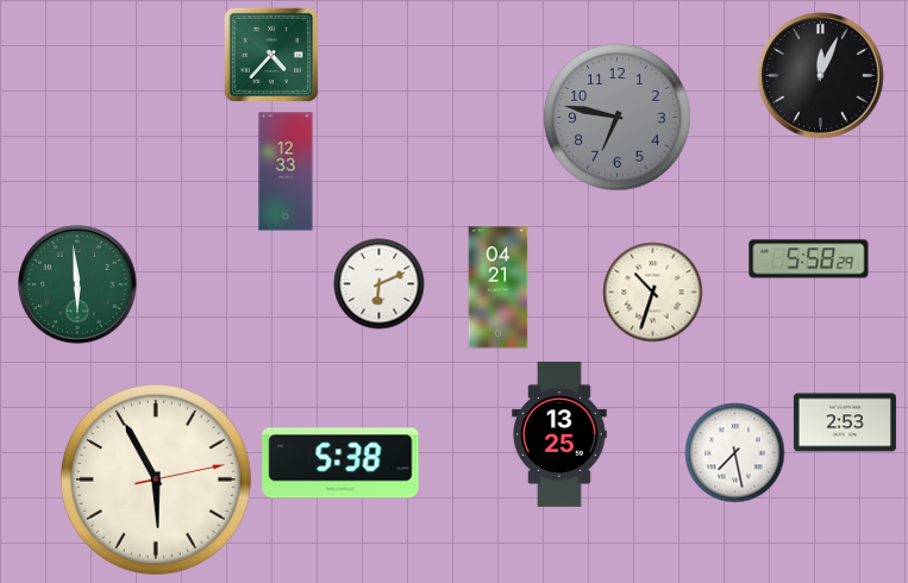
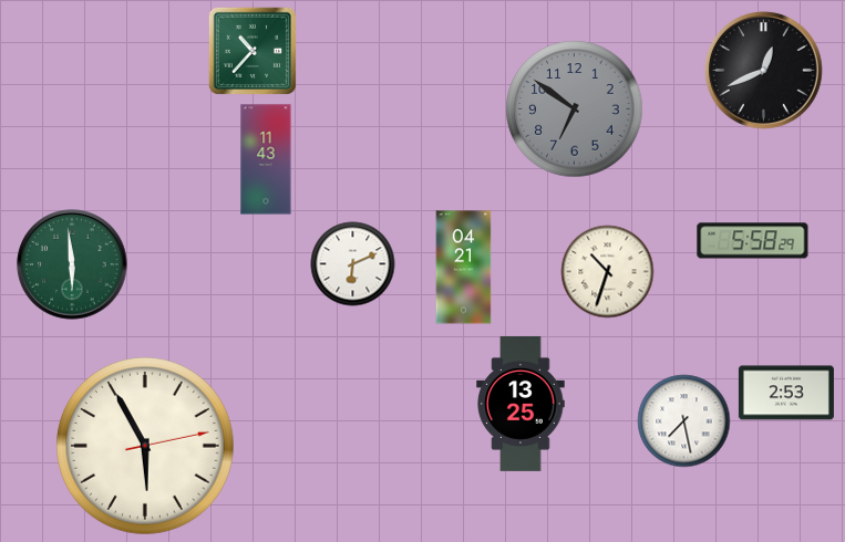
clock at (270, 54): 4:37 -> 10:37
clock at (820, 75): 12:04 -> 12:41
clock at (618, 118): 6:47 -> 6:51
clock at (286, 171): 12:33 -> 11:43
clock at (340, 463): 5:38 -> none
